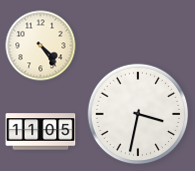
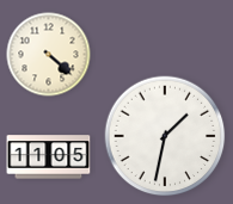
clock at (41, 46): 4:24 -> 4:22
clock at (138, 114): 3:32 -> 1:32
